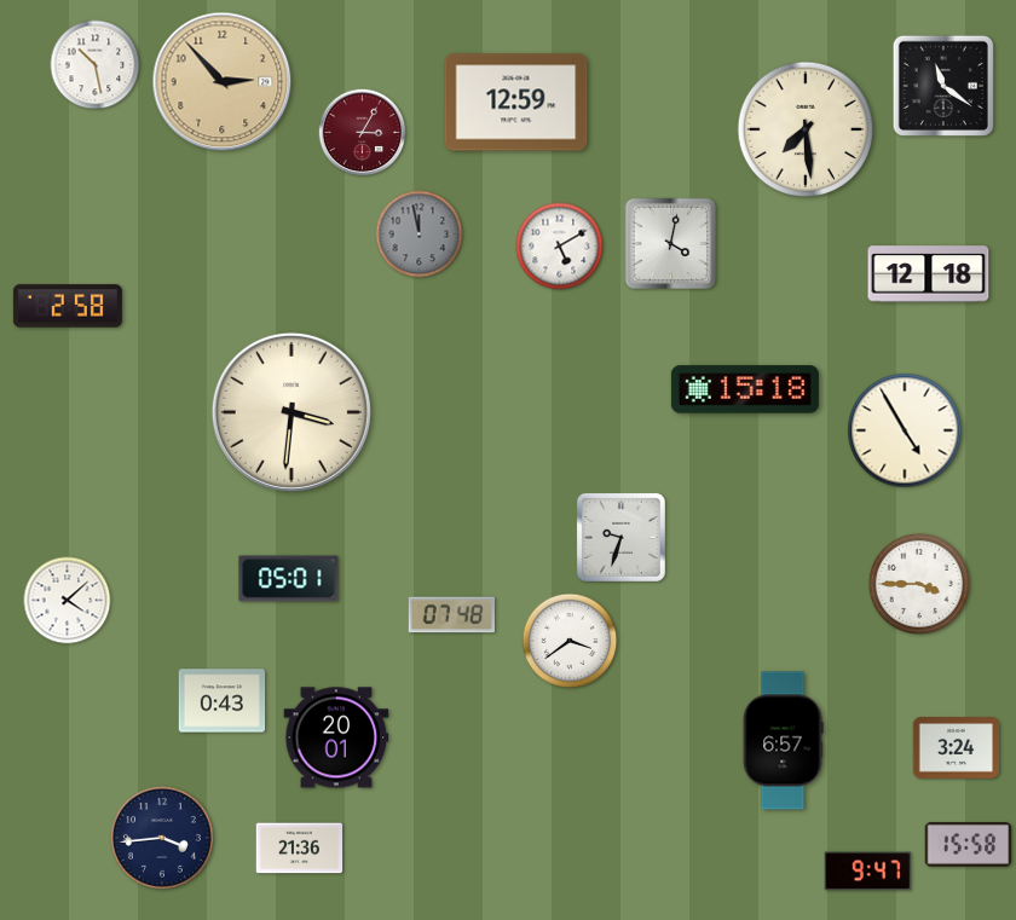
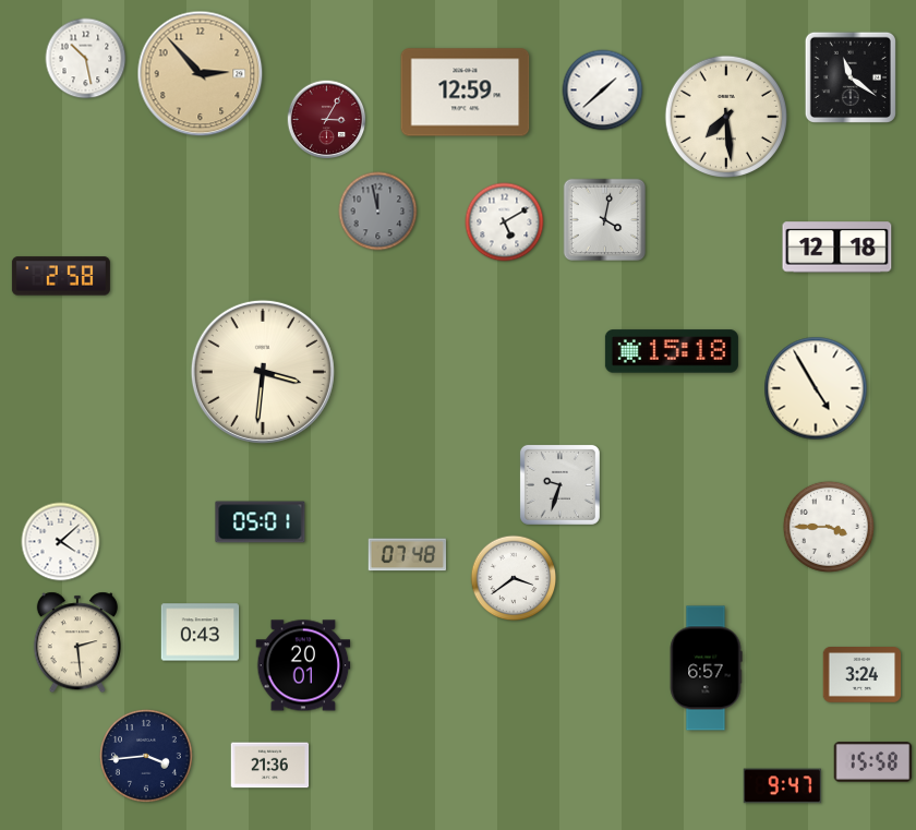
clock at (603, 91): none -> 1:38
clock at (77, 642): none -> 2:29
